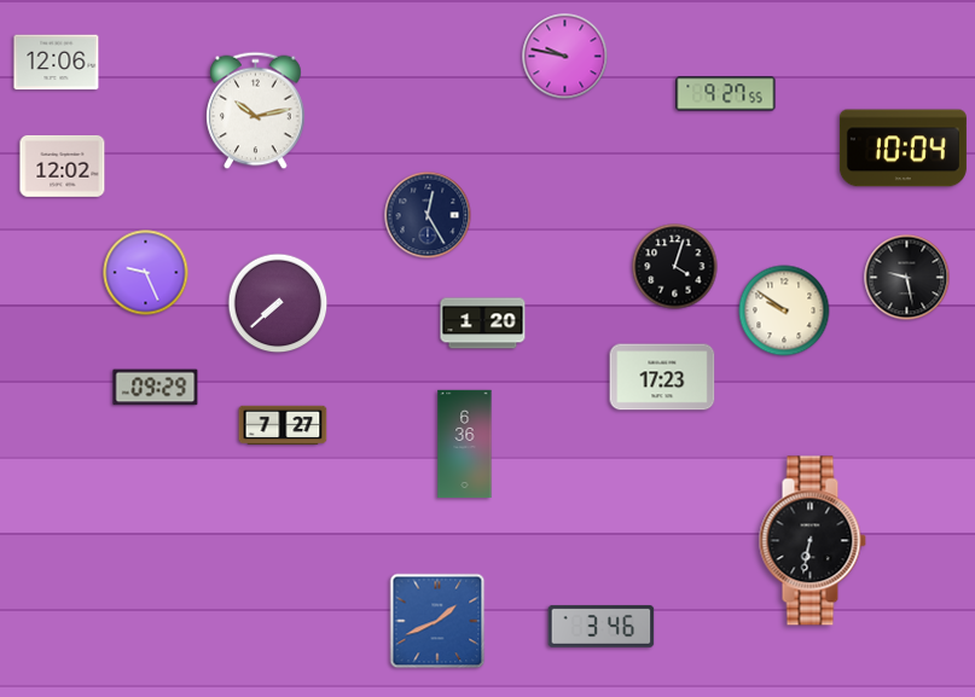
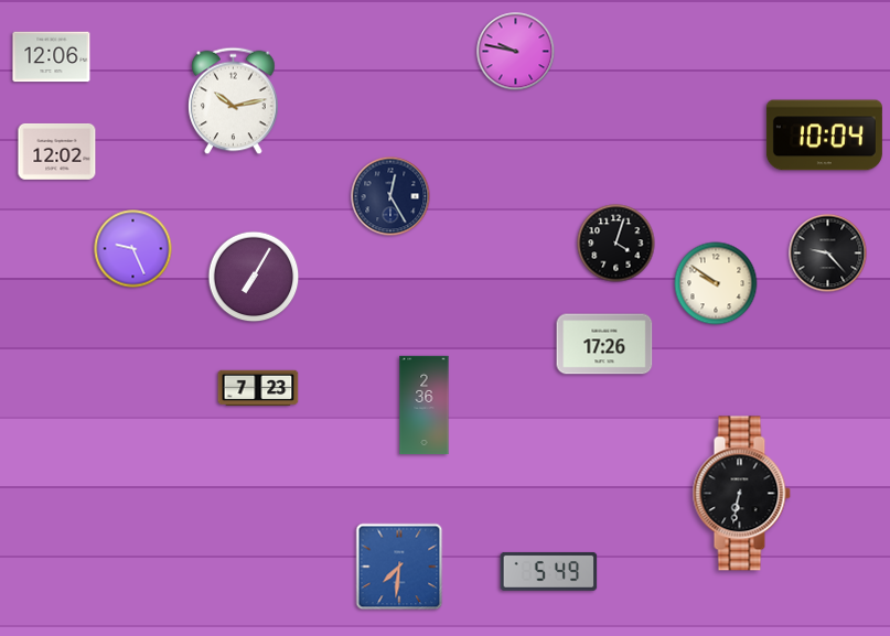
clock at (726, 94): 9:27 -> none
clock at (907, 278): 9:28 -> 9:23
clock at (278, 303): 7:38 -> 7:05
clock at (483, 324): 1:20 -> none
clock at (662, 377): 17:23 -> 17:26
clock at (156, 388): 09:29 -> none
clock at (283, 425): 7:27 -> 7:23
clock at (465, 445): 6:36 -> 2:36
clock at (437, 621): 1:41 -> 7:31
clock at (602, 626): 3:46 -> 5:49
